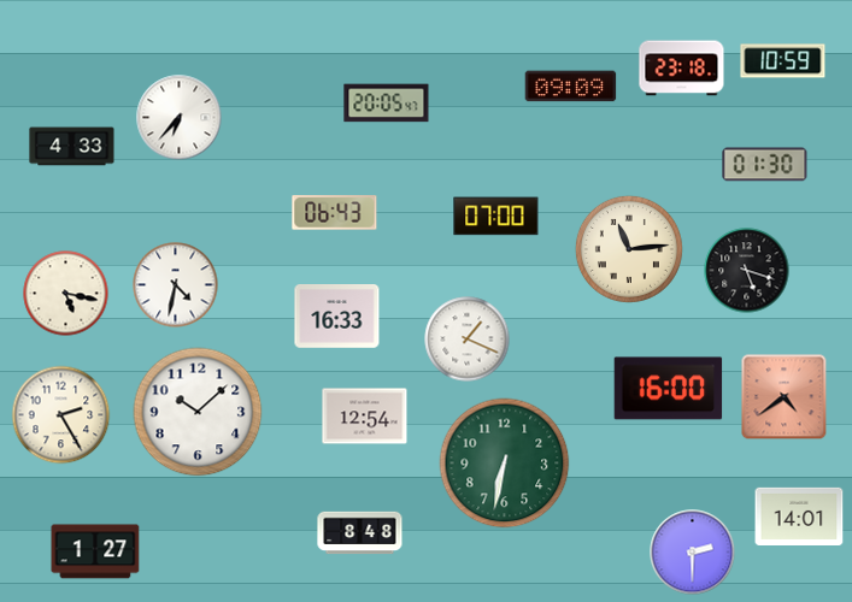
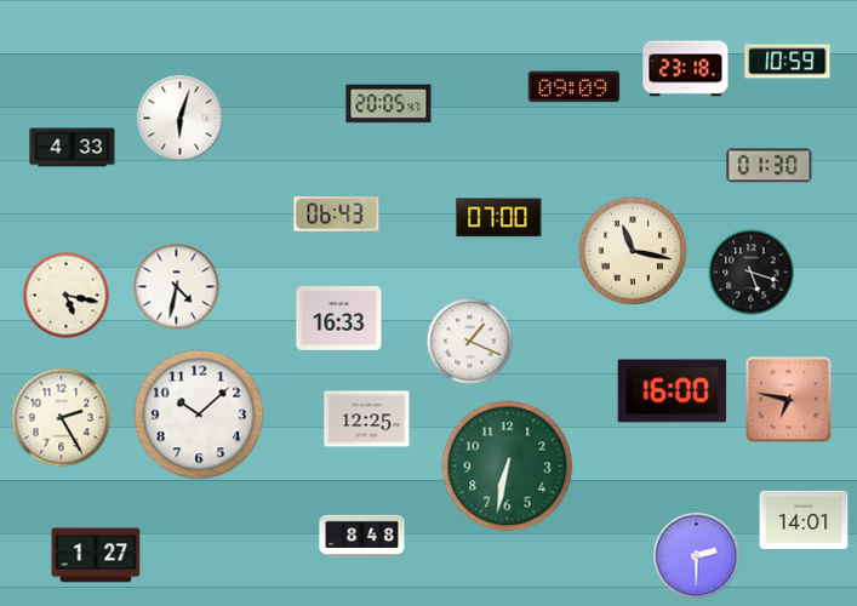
clock at (180, 118): 6:37 -> 6:03
clock at (629, 249): 11:14 -> 11:17
clock at (785, 397): 4:39 -> 6:47
clock at (365, 417): 12:54 -> 12:25
